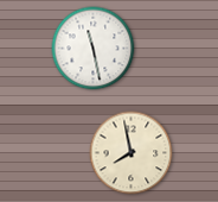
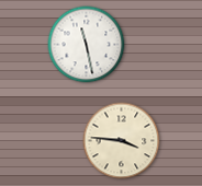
clock at (132, 153): 7:58 -> 3:46
